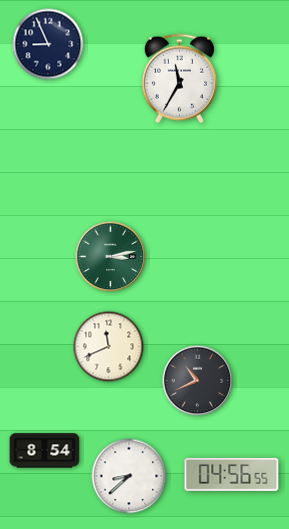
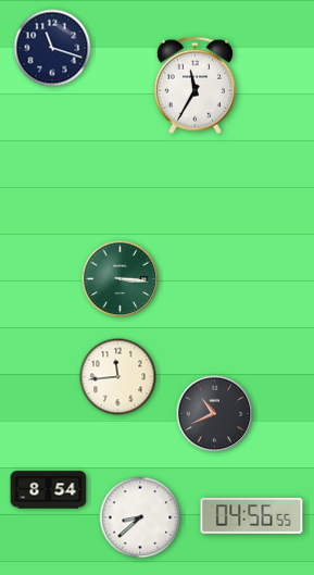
clock at (48, 44): 8:56 -> 11:18
clock at (111, 257): 3:13 -> 3:16
clock at (109, 347): 11:41 -> 11:44
